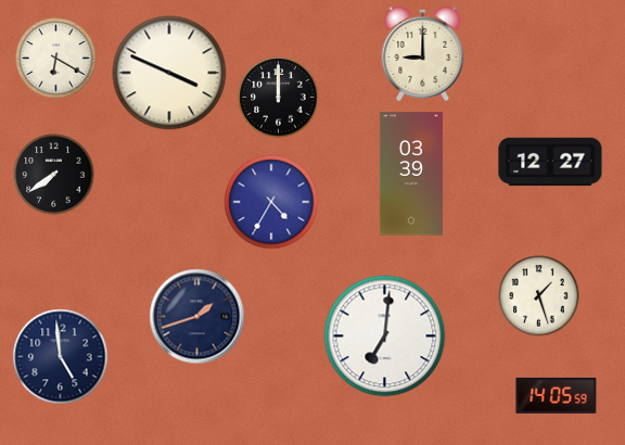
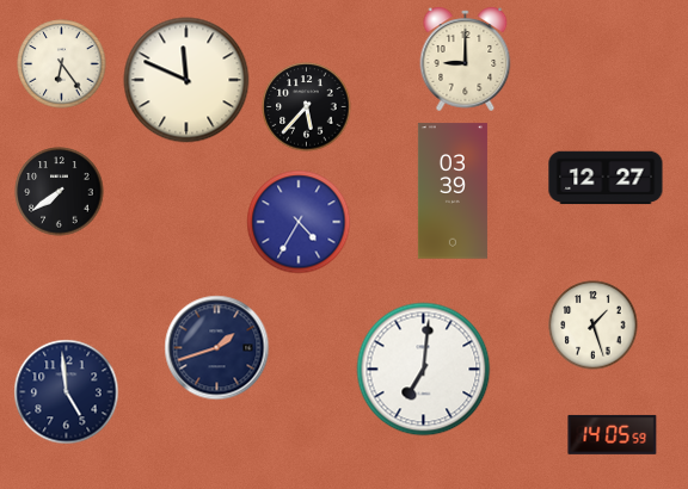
clock at (56, 59): 6:20 -> 6:24
clock at (169, 73): 3:49 -> 11:49
clock at (279, 98): 12:00 -> 5:37
